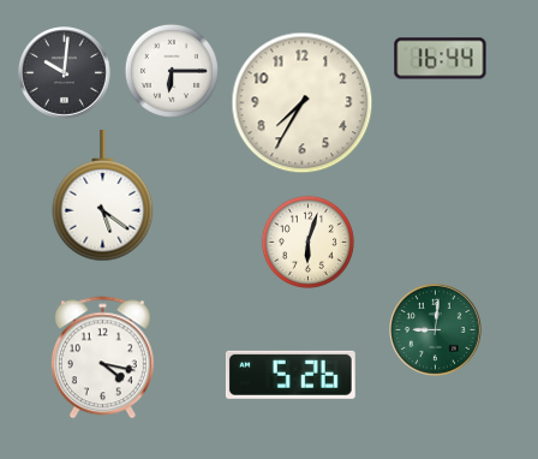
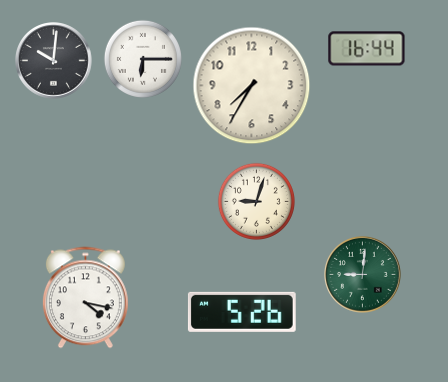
clock at (103, 197): 5:21 -> none
clock at (307, 242): 6:03 -> 9:03
